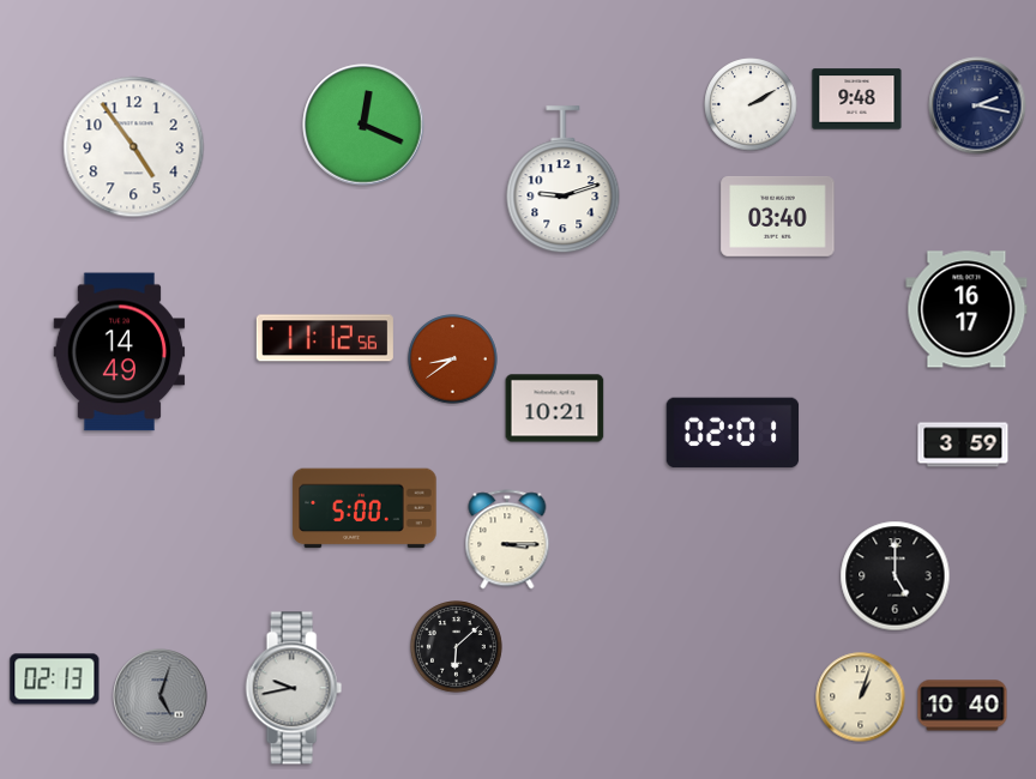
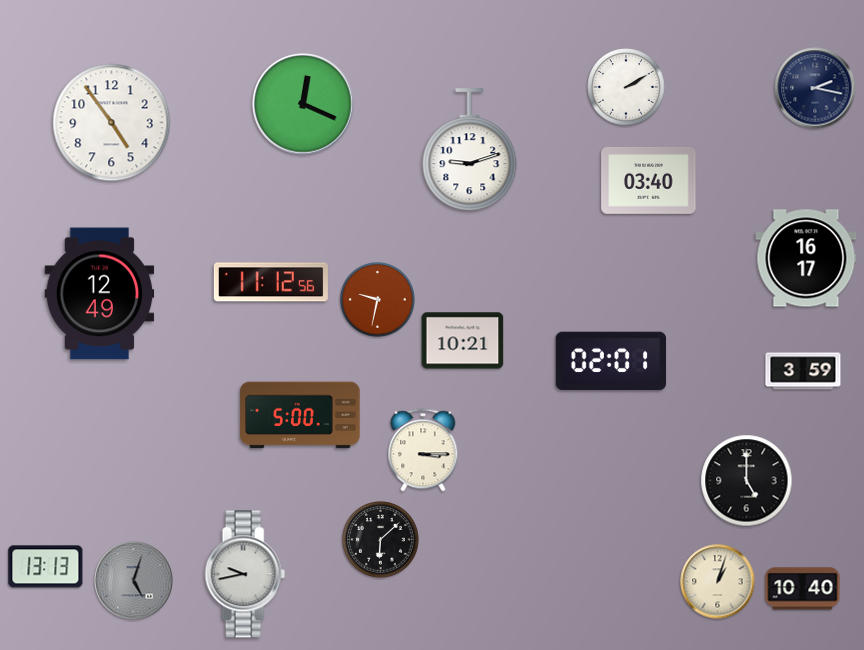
clock at (857, 99): 9:48 -> none
clock at (120, 352): 14:49 -> 12:49
clock at (453, 360): 8:39 -> 9:32
clock at (365, 508) position: (365, 508) -> (300, 415)
clock at (55, 680): 02:13 -> 13:13
